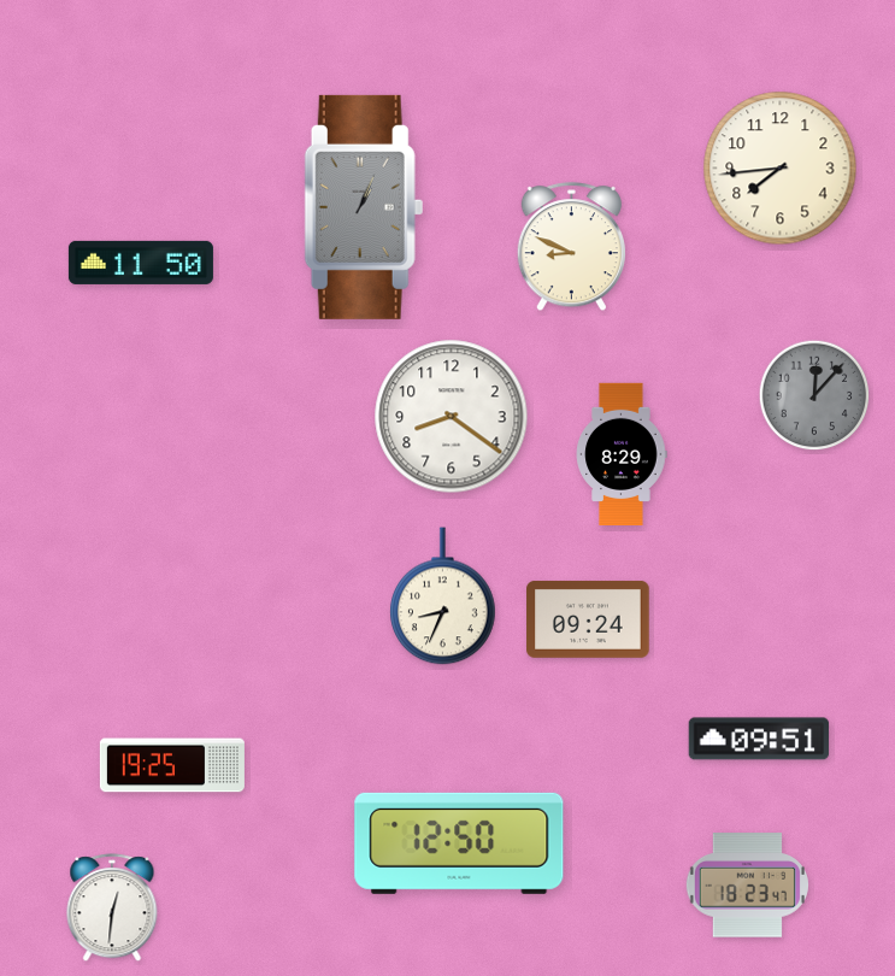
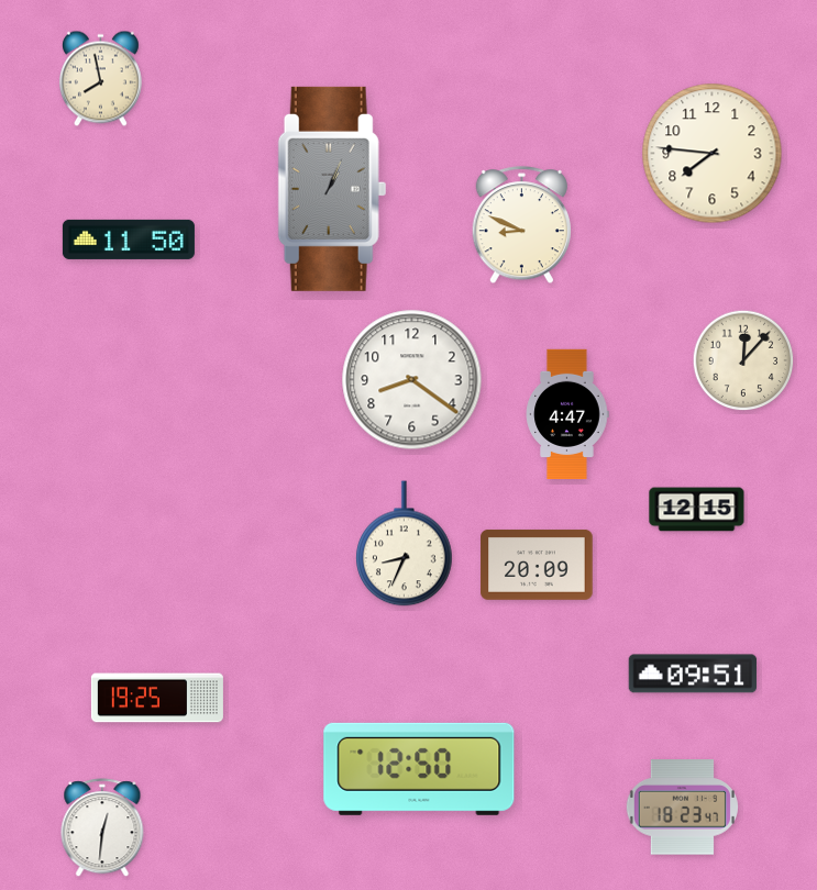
clock at (100, 79): none -> 7:58
clock at (781, 169): 7:44 -> 7:46
clock at (814, 395) dial: grey -> cream
clock at (622, 453): 8:29 -> 4:47
clock at (697, 510): none -> 12:15
clock at (588, 619): 09:24 -> 20:09
